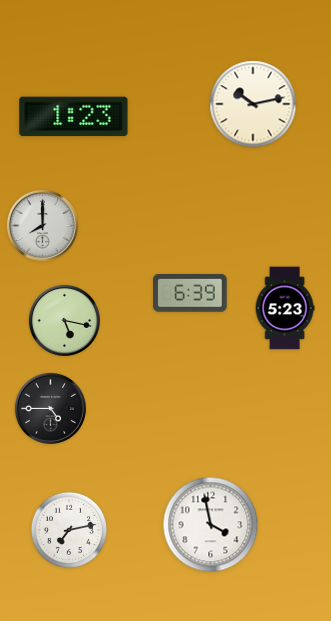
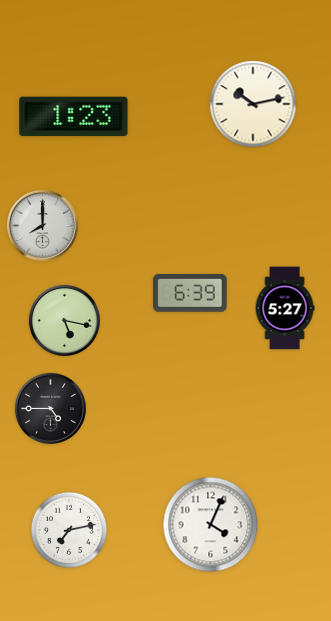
clock at (285, 308): 5:23 -> 5:27
clock at (211, 525): 3:58 -> 4:04
